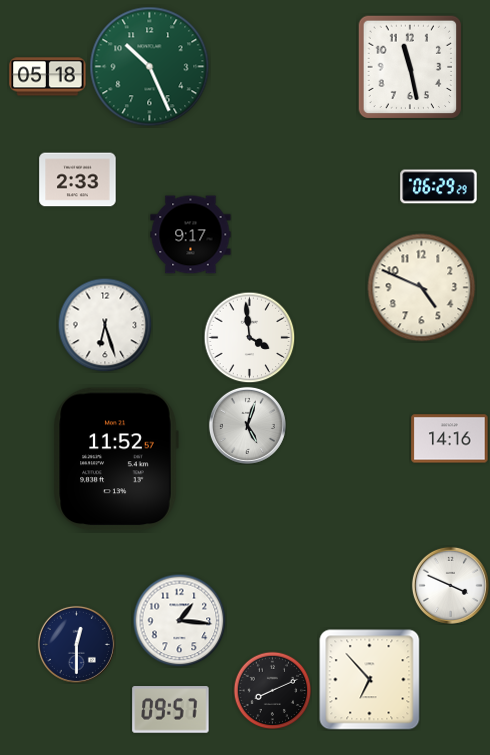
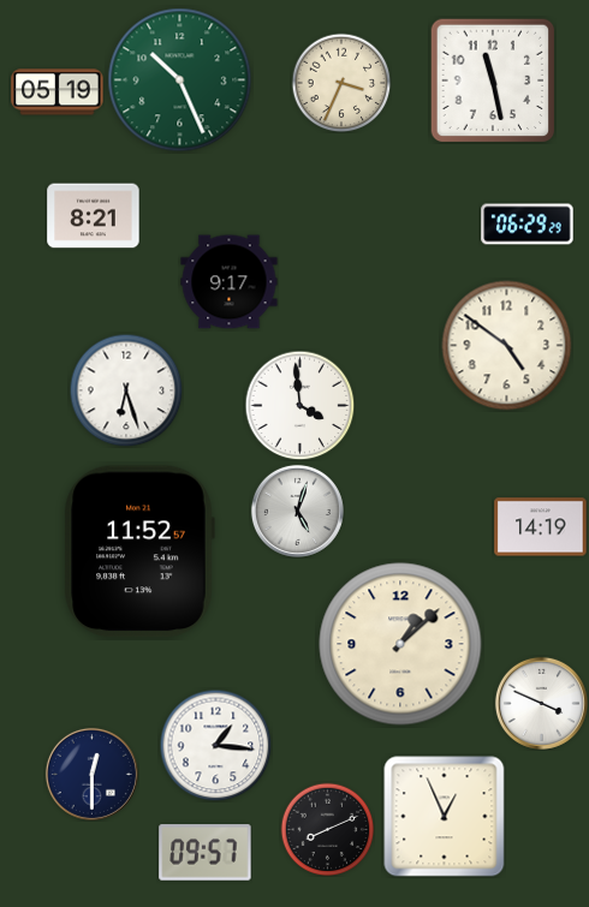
clock at (341, 83): none -> 3:34
clock at (48, 77): 05:18 -> 05:19
clock at (78, 180): 2:33 -> 8:21
clock at (422, 288): 4:49 -> 4:51
clock at (450, 439): 14:16 -> 14:19
clock at (400, 644): none -> 1:08
clock at (370, 680): 6:53 -> 12:56
